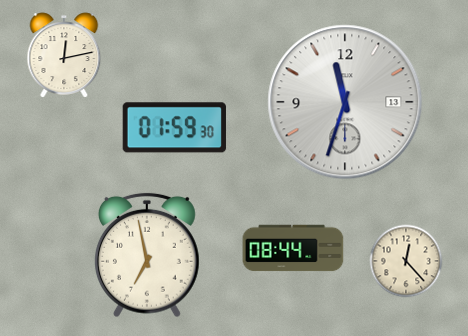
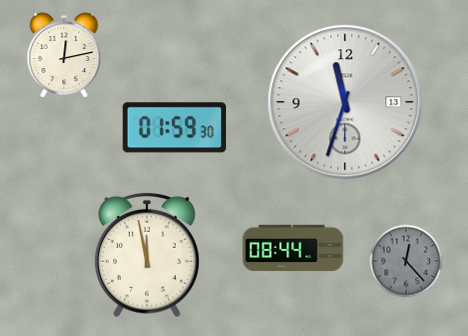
clock at (147, 255): 6:58 -> 11:58
clock at (406, 261) dial: cream -> grey
